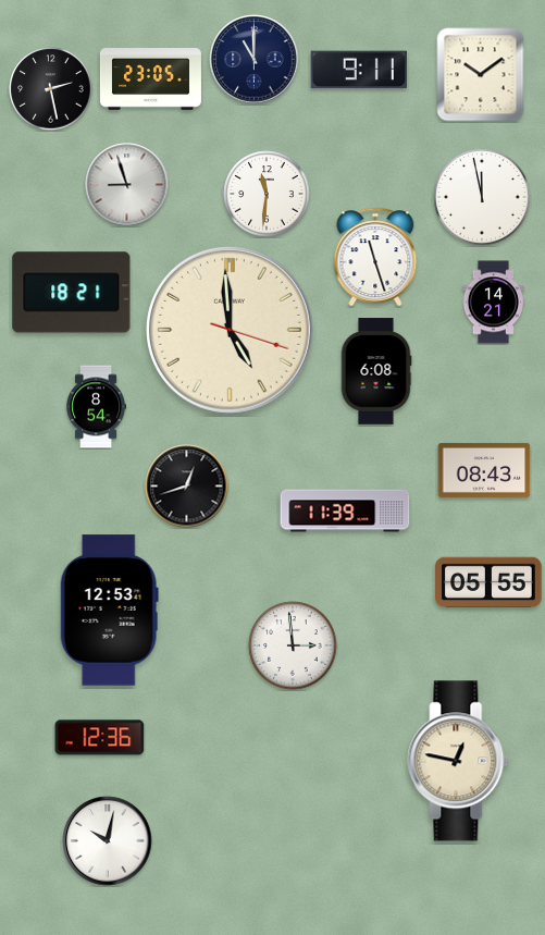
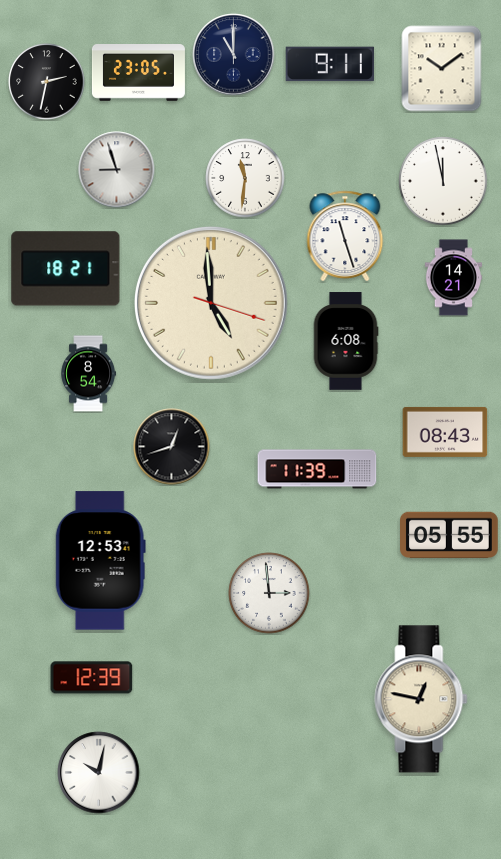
clock at (51, 89): 2:28 -> 2:32
clock at (100, 738): 12:36 -> 12:39
